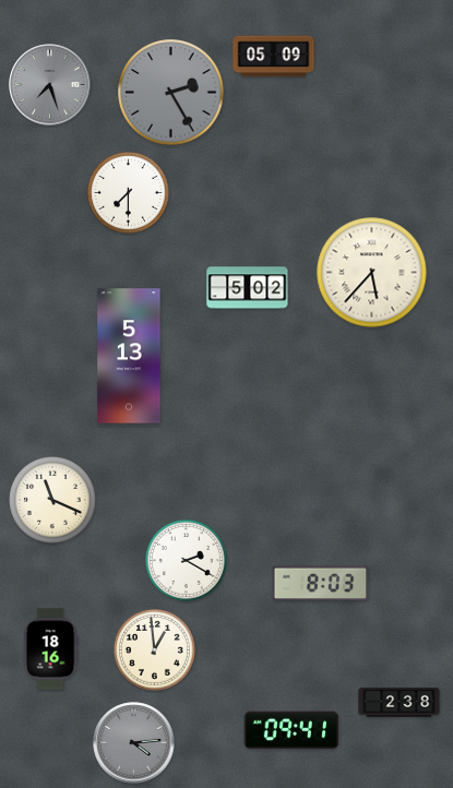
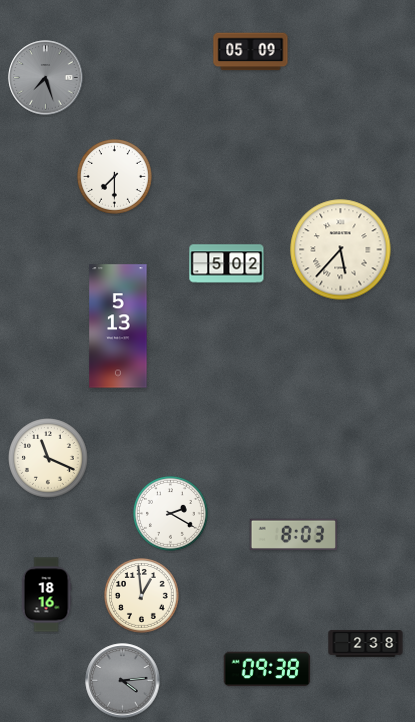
clock at (171, 93): 2:25 -> none
clock at (128, 192) position: (128, 192) -> (114, 176)
clock at (291, 730): 09:41 -> 09:38
